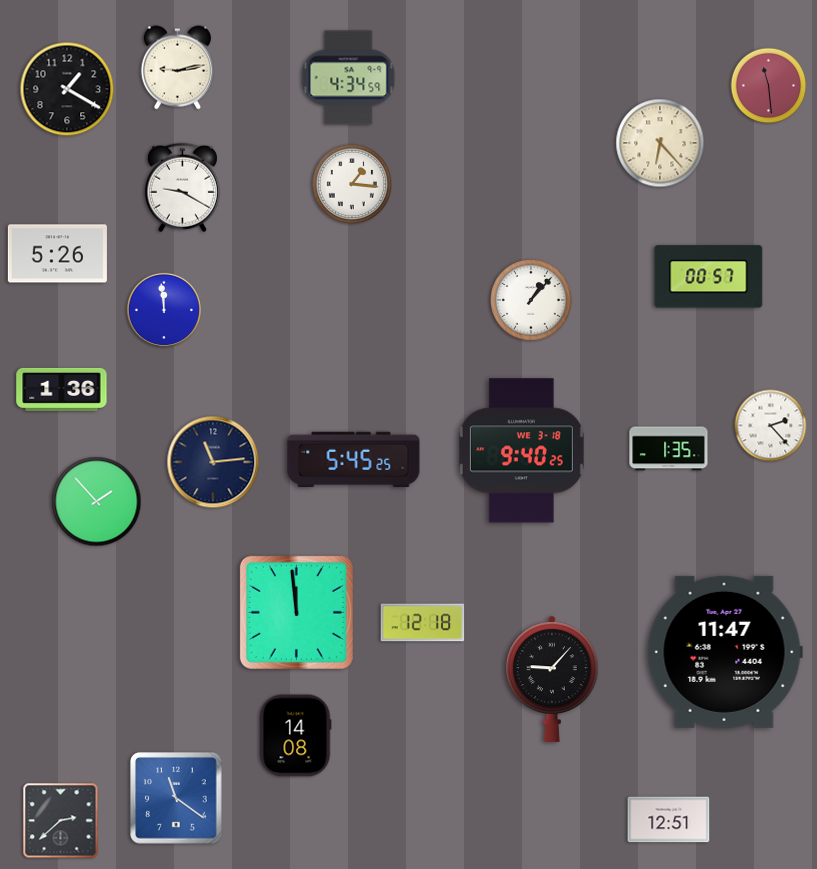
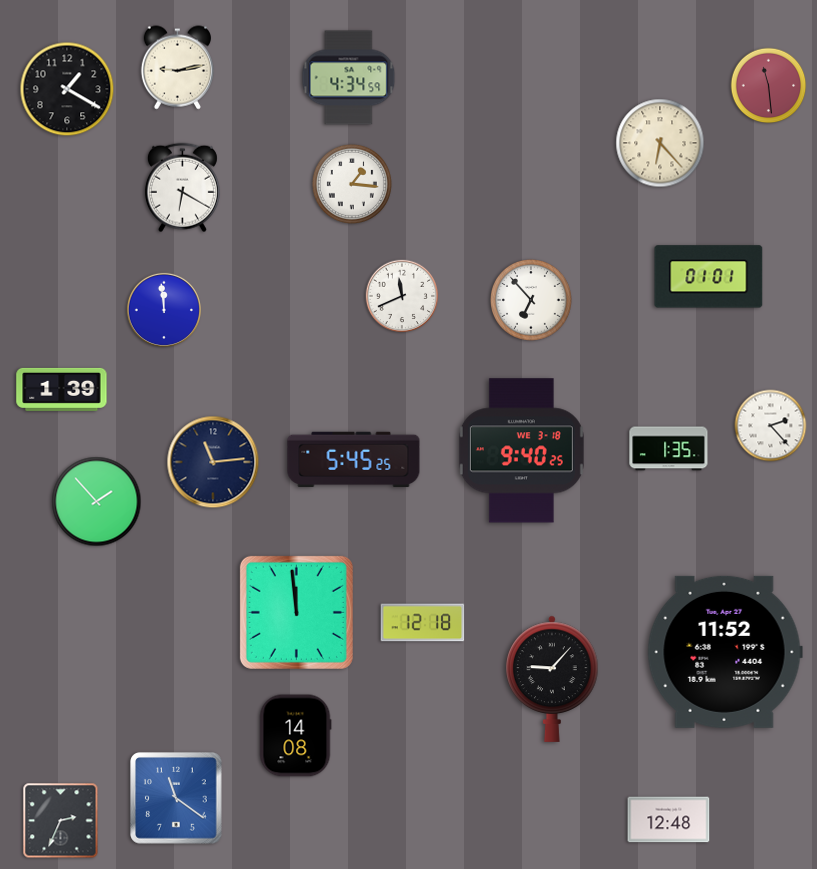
clock at (182, 188): 9:20 -> 6:20
clock at (57, 254): 5:26 -> none
clock at (709, 277): 00:57 -> 01:01
clock at (402, 296): none -> 11:41
clock at (532, 301): 1:07 -> 6:53
clock at (62, 389): 1:36 -> 1:39
clock at (725, 652): 11:47 -> 11:52
clock at (669, 820): 12:51 -> 12:48
clock at (61, 821): 2:38 -> 2:34
